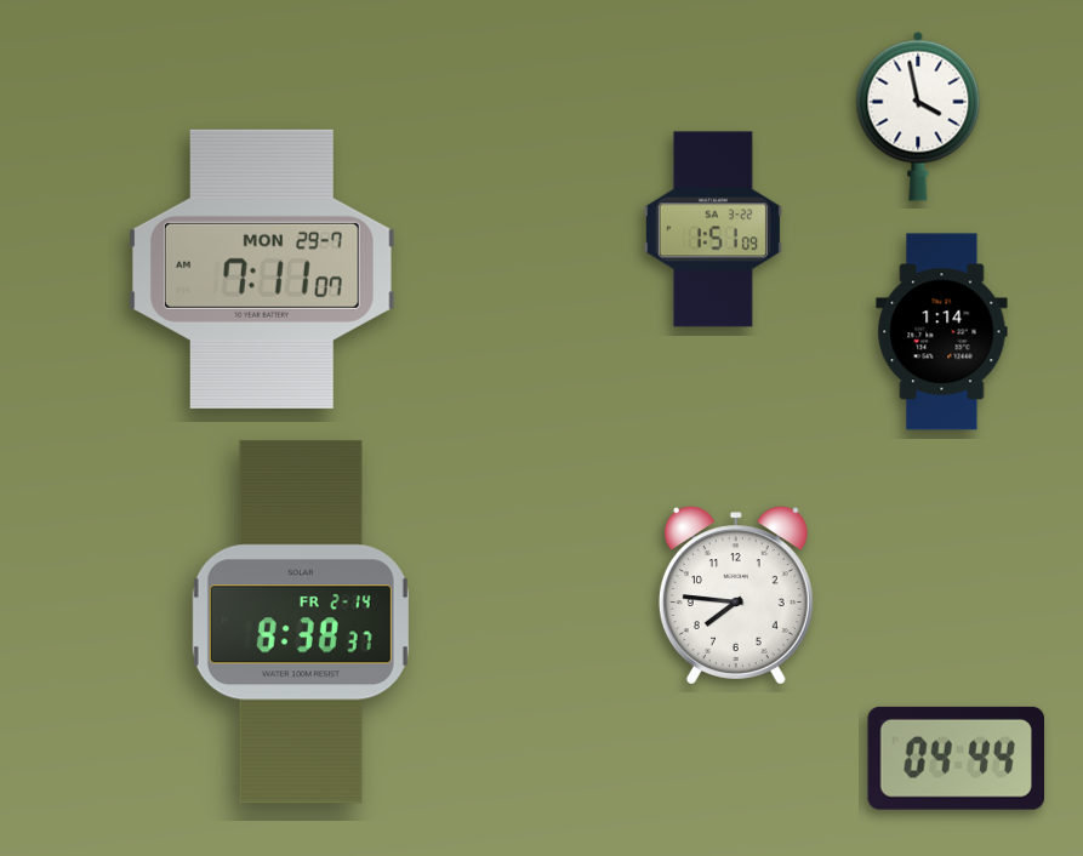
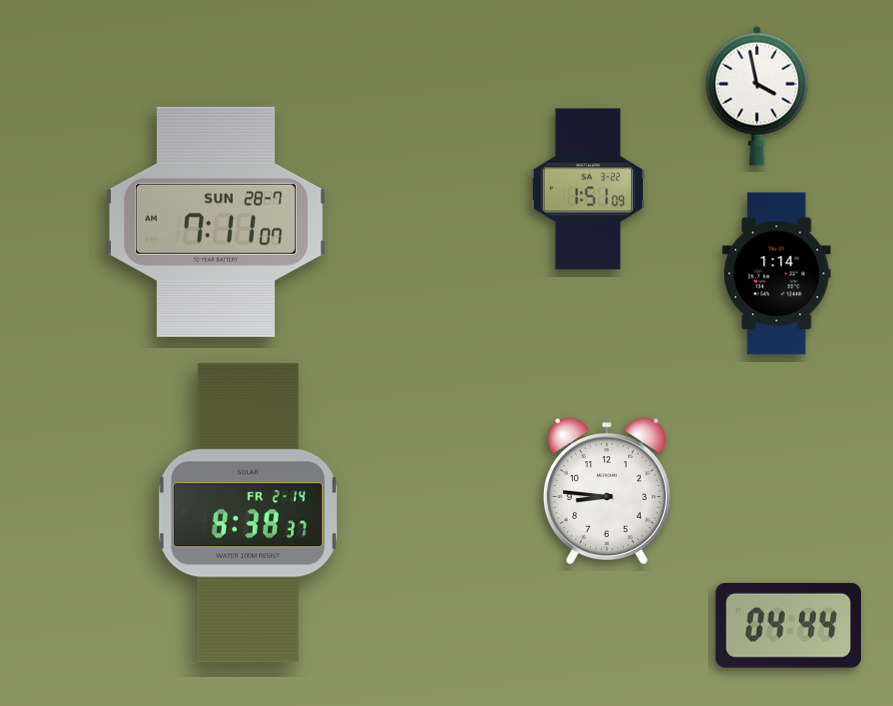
clock at (262, 269) date: MON 29-7 -> SUN 28-7
clock at (736, 595): 7:46 -> 8:46
